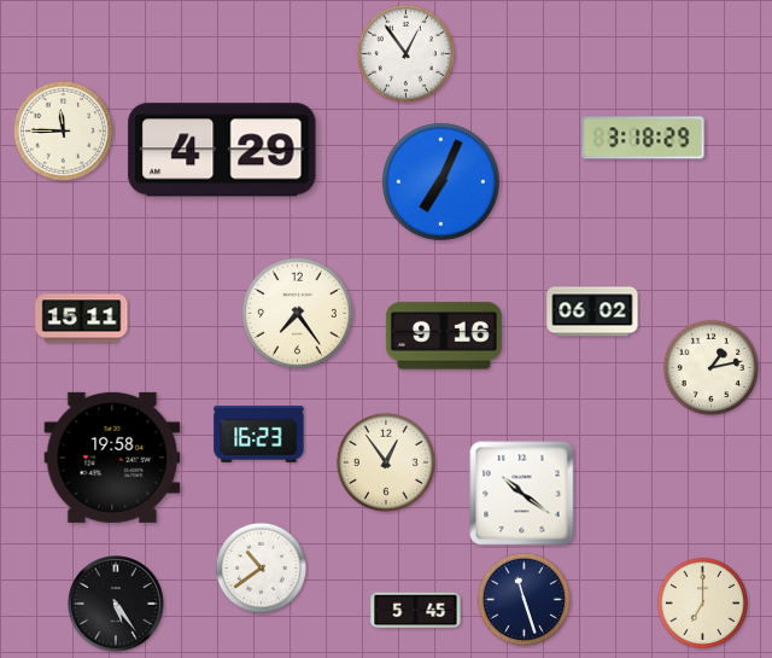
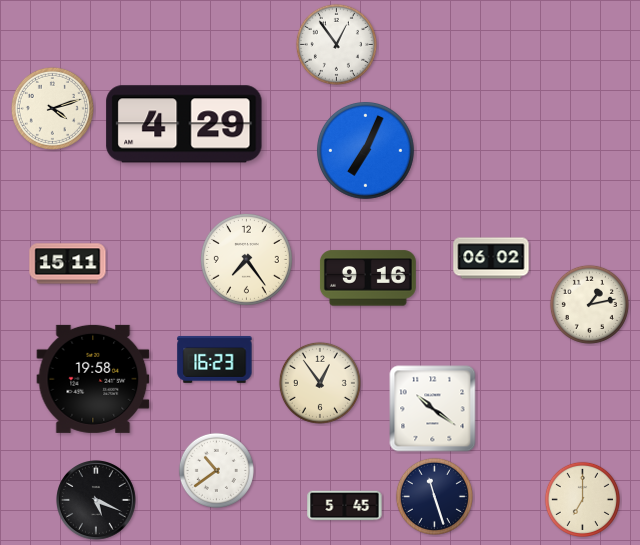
clock at (63, 130): 11:45 -> 4:12
clock at (643, 138): 3:18 -> none
clock at (117, 605): 5:24 -> 5:19
